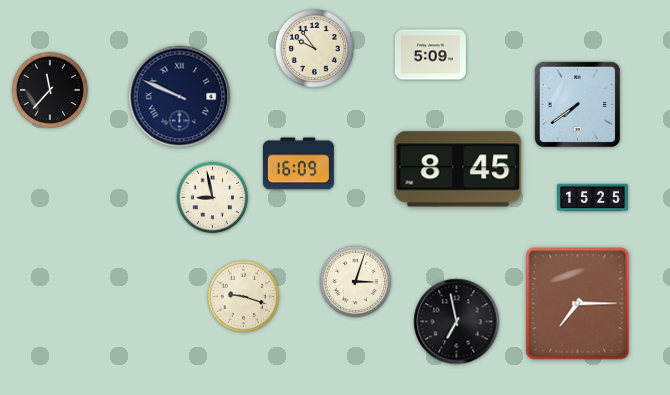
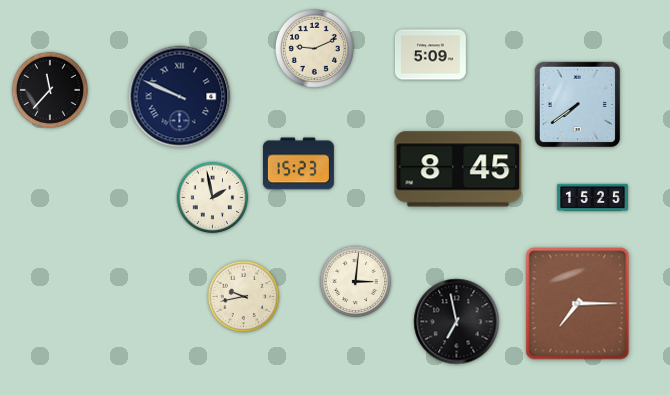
clock at (315, 49): 9:54 -> 9:11
clock at (298, 164): 16:09 -> 15:23
clock at (213, 198): 8:58 -> 1:58
clock at (356, 282): 3:03 -> 3:01
clock at (244, 297): 9:18 -> 9:43
